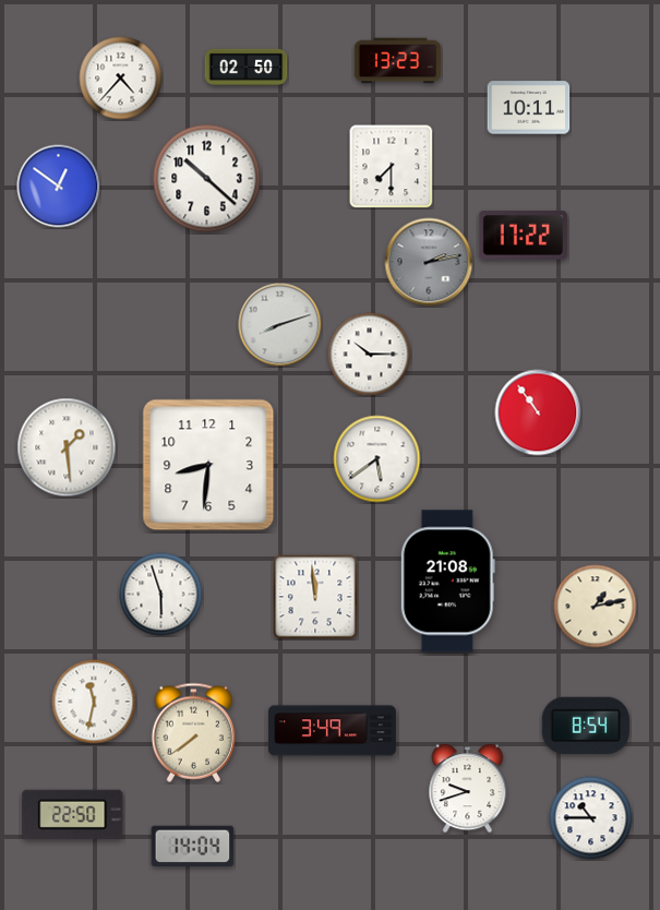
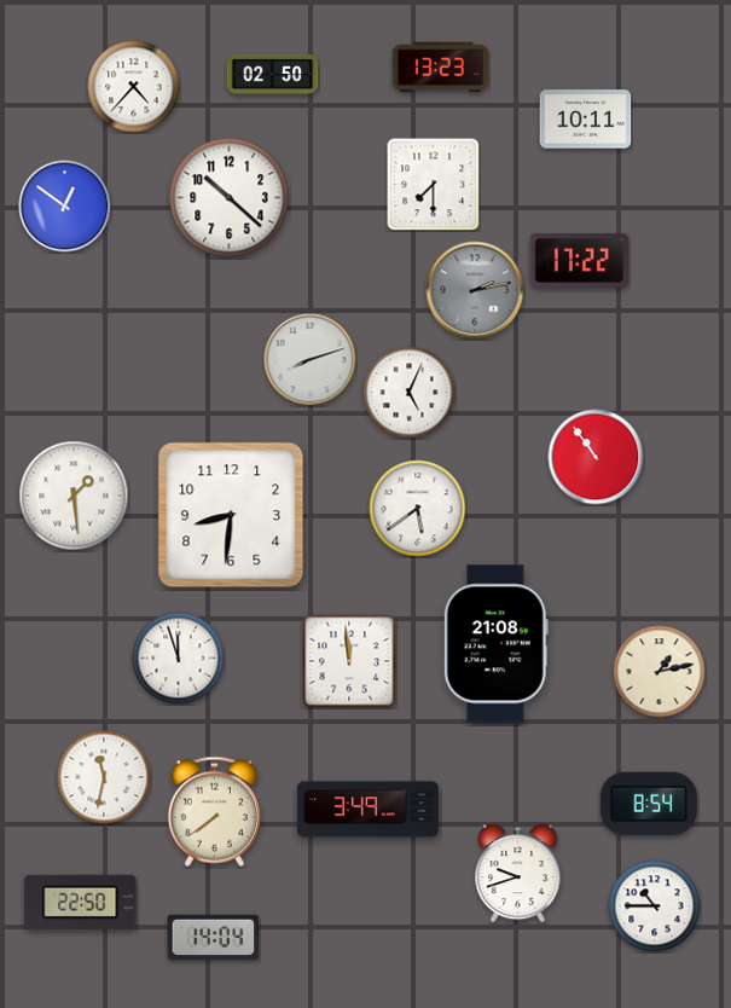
clock at (370, 355): 10:15 -> 5:04
clock at (161, 595): 5:57 -> 11:57
